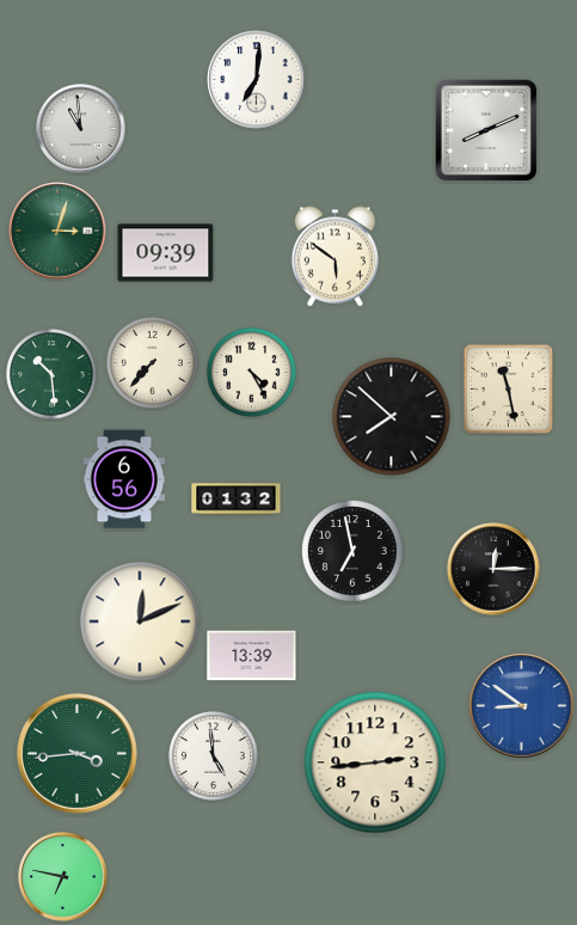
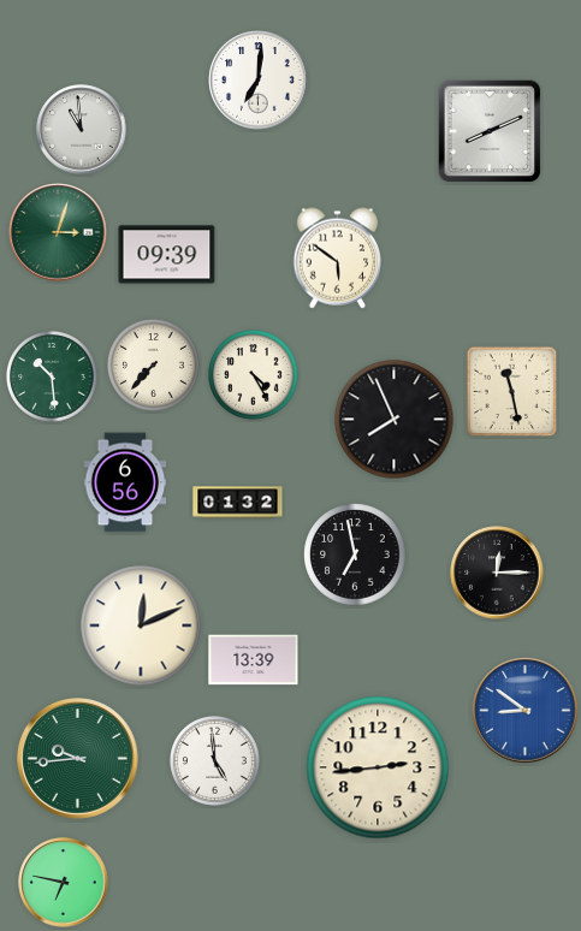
clock at (392, 417): 7:52 -> 7:56
clock at (78, 754): 3:44 -> 9:44
